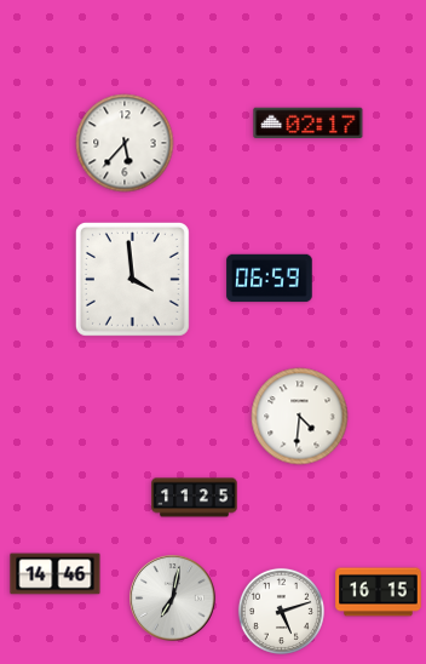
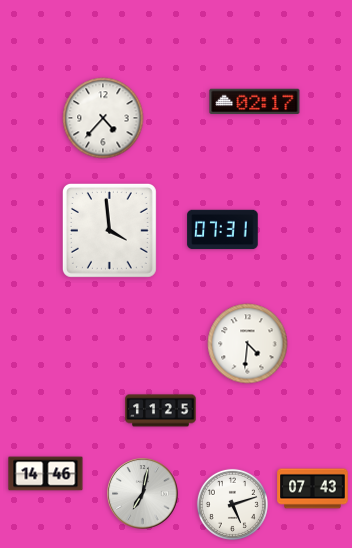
clock at (125, 143): 5:37 -> 4:37
clock at (270, 279): 06:59 -> 07:31
clock at (379, 593): 16:15 -> 07:43
